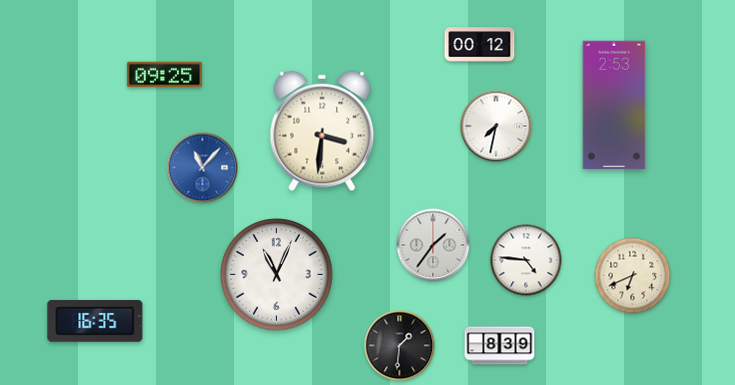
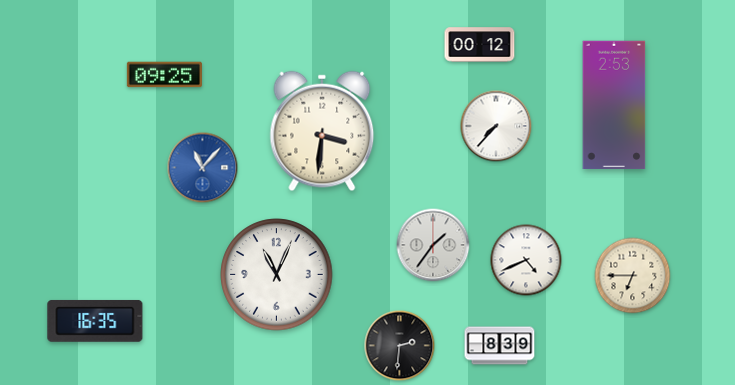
clock at (496, 126): 7:32 -> 7:37
clock at (526, 260): 4:46 -> 4:41
clock at (633, 276): 6:41 -> 6:45
clock at (400, 346): 1:31 -> 2:31
